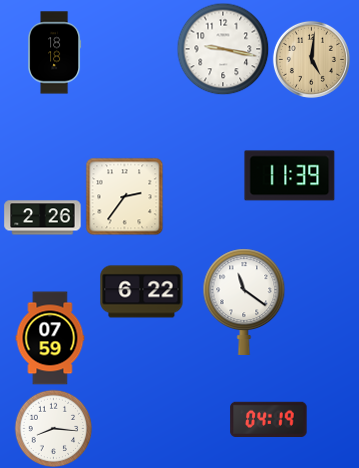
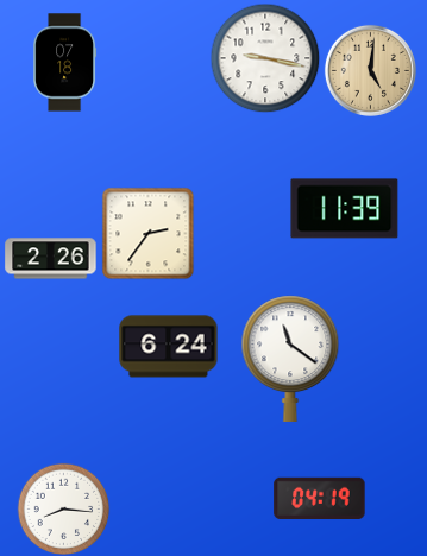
clock at (55, 53): 18:18 -> 07:18
clock at (142, 292): 6:22 -> 6:24
clock at (50, 338): 07:59 -> none
